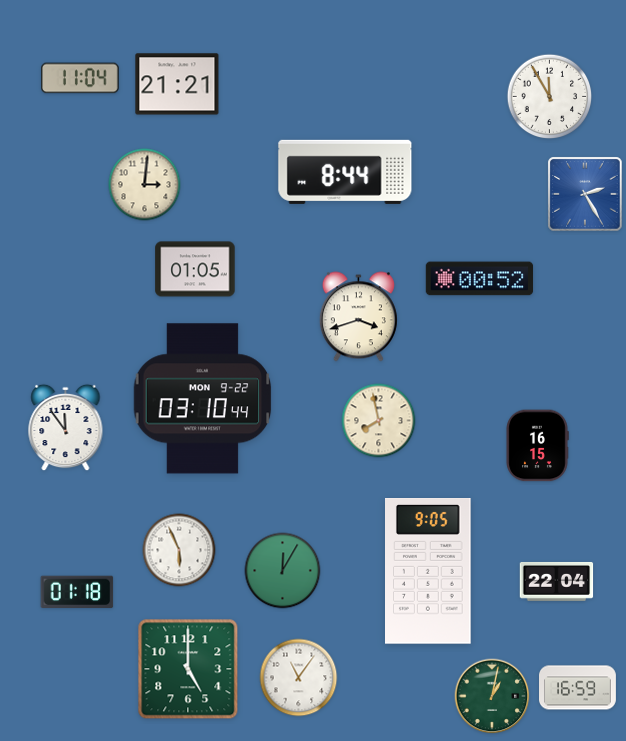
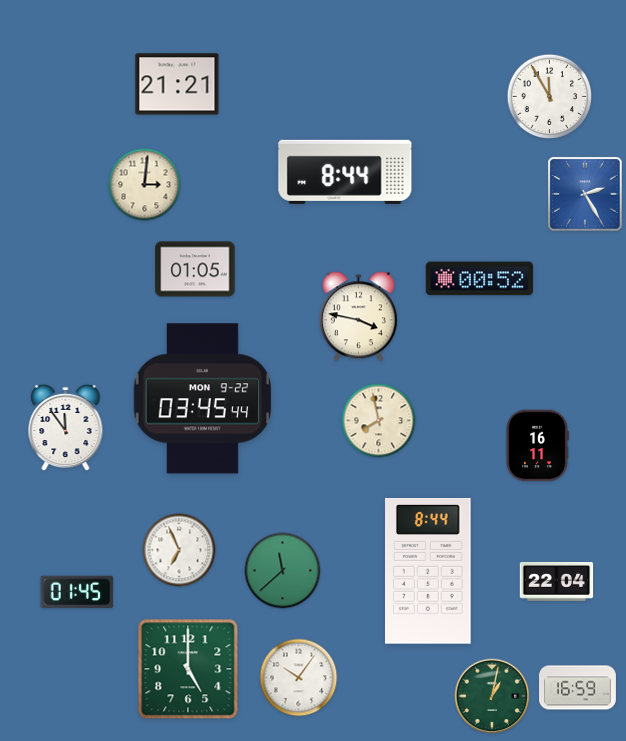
clock at (81, 78): 11:04 -> none
clock at (358, 317): 3:42 -> 3:47
clock at (203, 399): 03:10 -> 03:45
clock at (537, 446): 16:15 -> 16:11
clock at (179, 550): 5:56 -> 6:56
clock at (283, 571): 12:05 -> 11:38
clock at (429, 572): 9:05 -> 8:44
clock at (77, 592): 01:18 -> 01:45
clock at (299, 678): 11:06 -> 10:06
